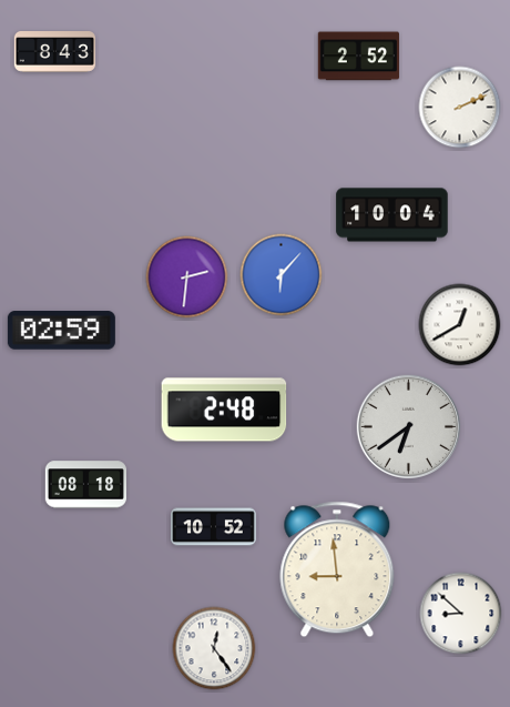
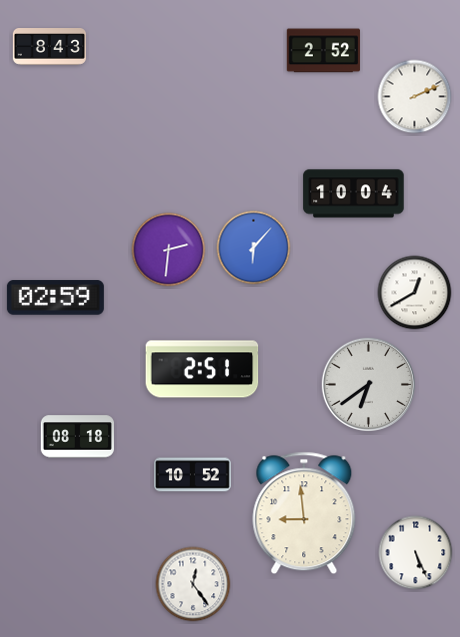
clock at (224, 410): 2:48 -> 2:51
clock at (461, 614): 8:52 -> 5:26
